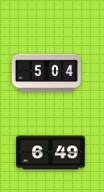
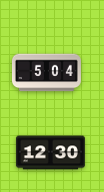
clock at (50, 153): 6:49 -> 12:30
